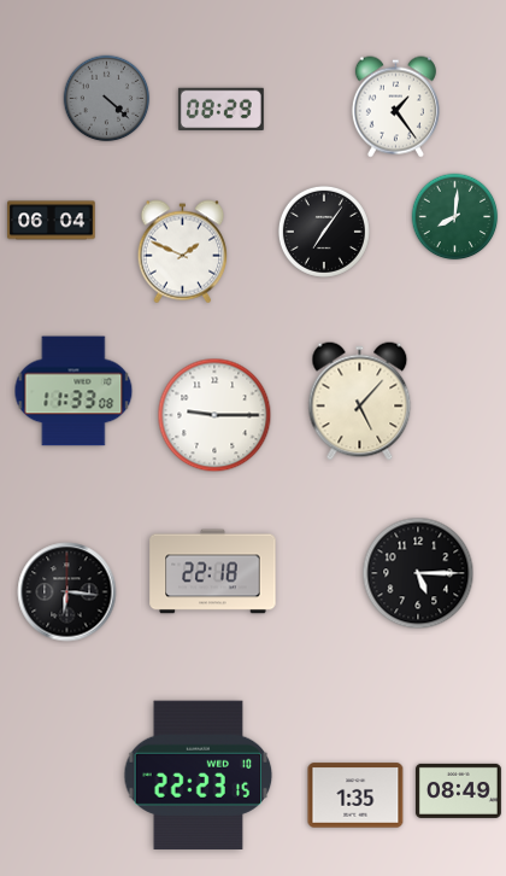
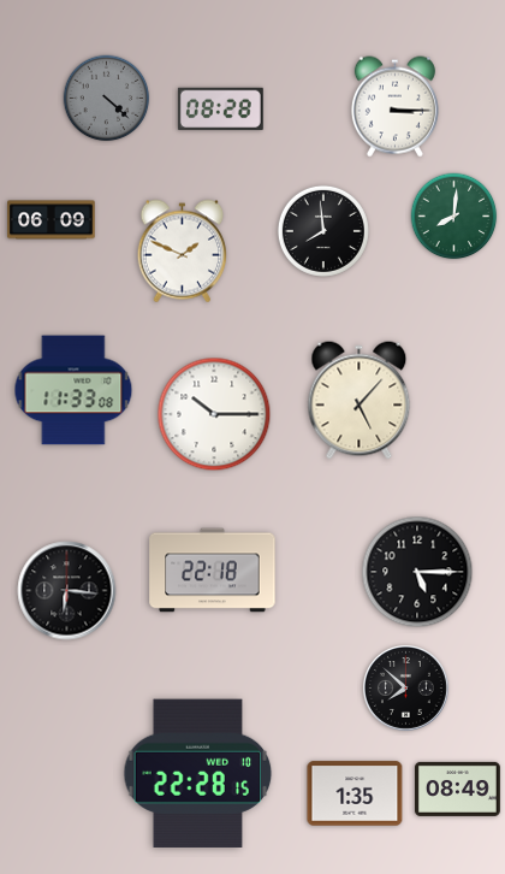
clock at (395, 107): 1:24 -> 3:15
clock at (220, 109): 08:29 -> 08:28
clock at (52, 221): 06:04 -> 06:09
clock at (324, 232): 7:06 -> 7:59
clock at (214, 415): 9:15 -> 10:15
clock at (405, 687): none -> 7:52
clock at (199, 775): 22:23 -> 22:28
